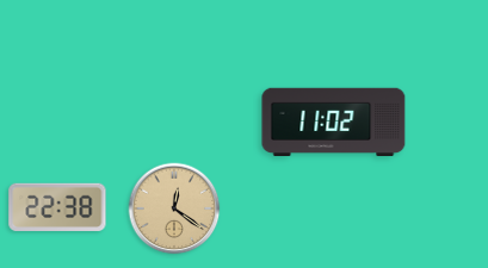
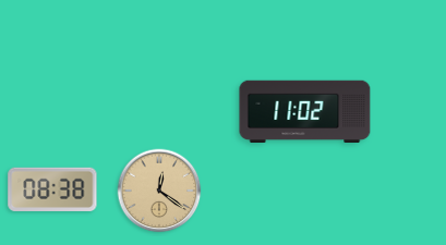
clock at (57, 207): 22:38 -> 08:38
